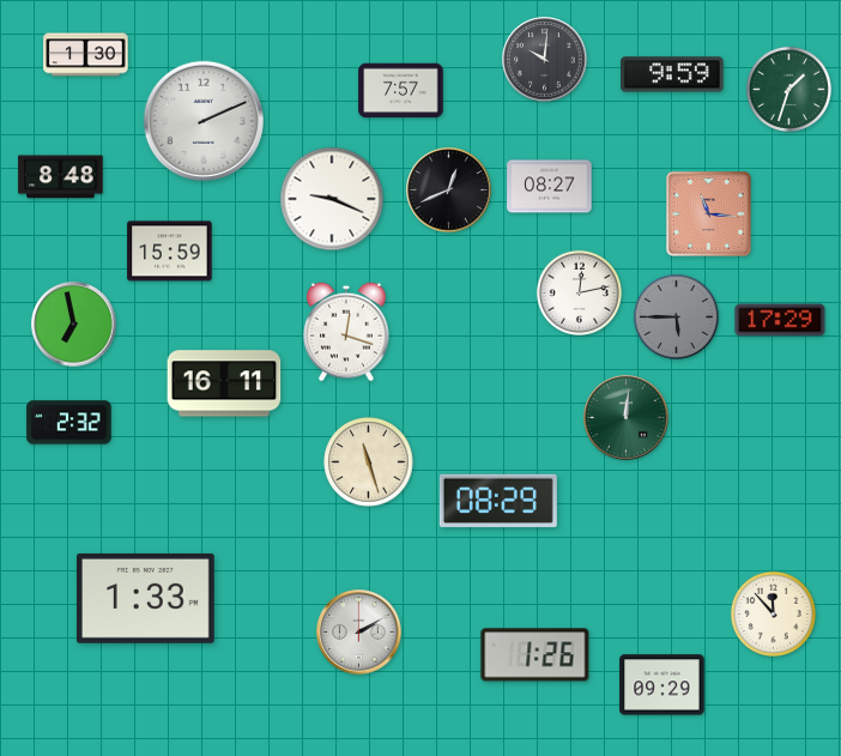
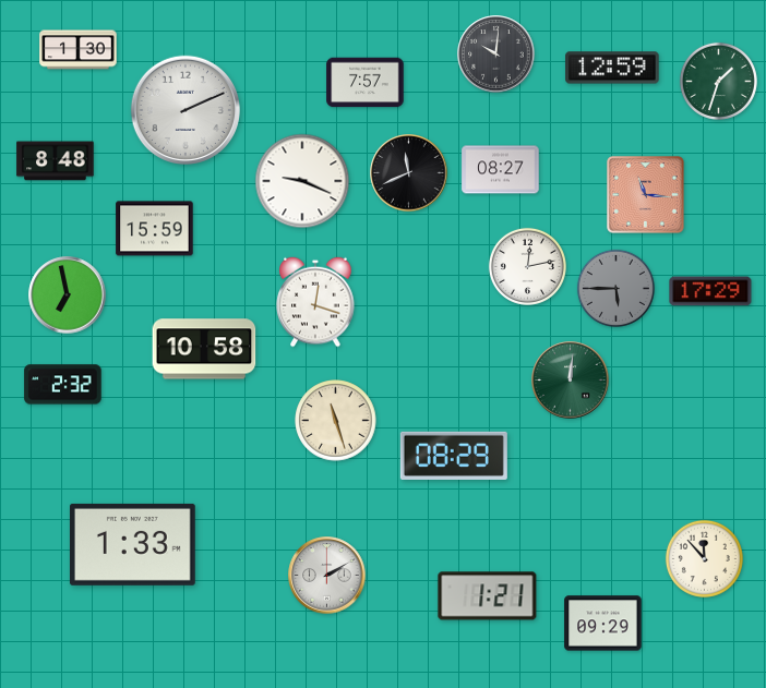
clock at (672, 74): 9:59 -> 12:59
clock at (449, 190): 12:41 -> 11:41
clock at (224, 383): 16:11 -> 10:58
clock at (536, 655): 1:26 -> 1:21
